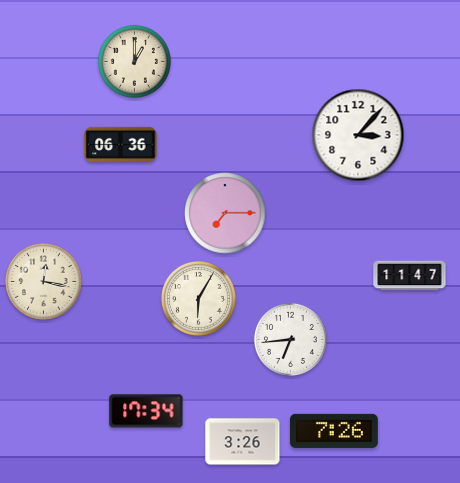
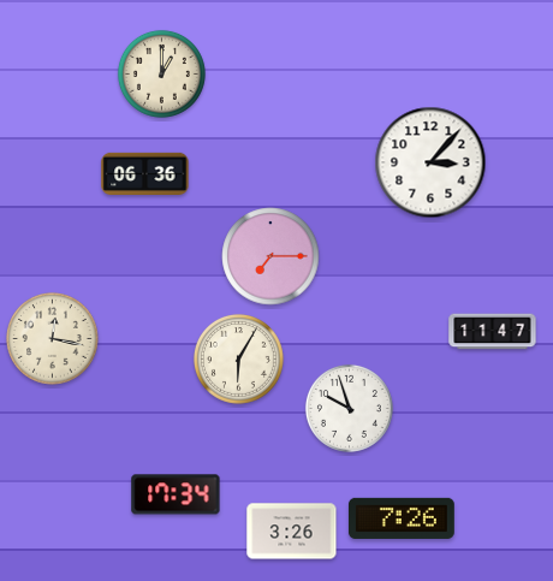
clock at (290, 339): 6:44 -> 9:57
